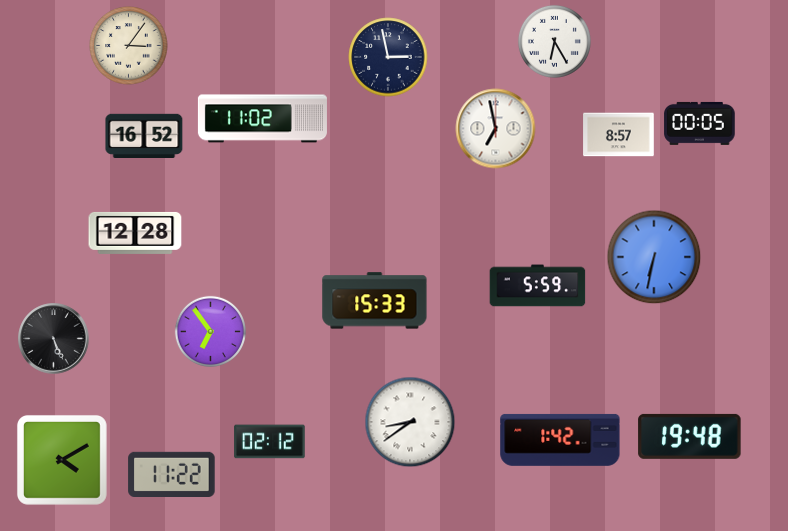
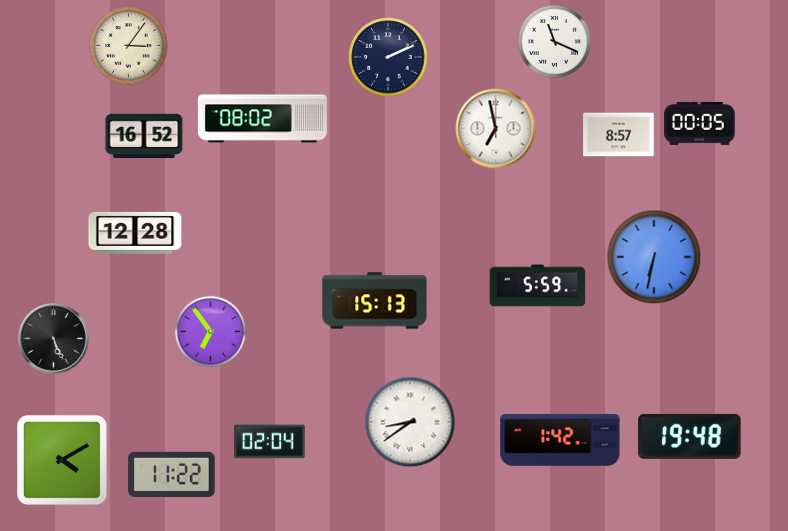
clock at (554, 41): 6:25 -> 11:19
clock at (388, 57): 2:58 -> 2:11
clock at (262, 119): 11:02 -> 08:02
clock at (375, 301): 15:33 -> 15:13
clock at (270, 442): 02:12 -> 02:04
